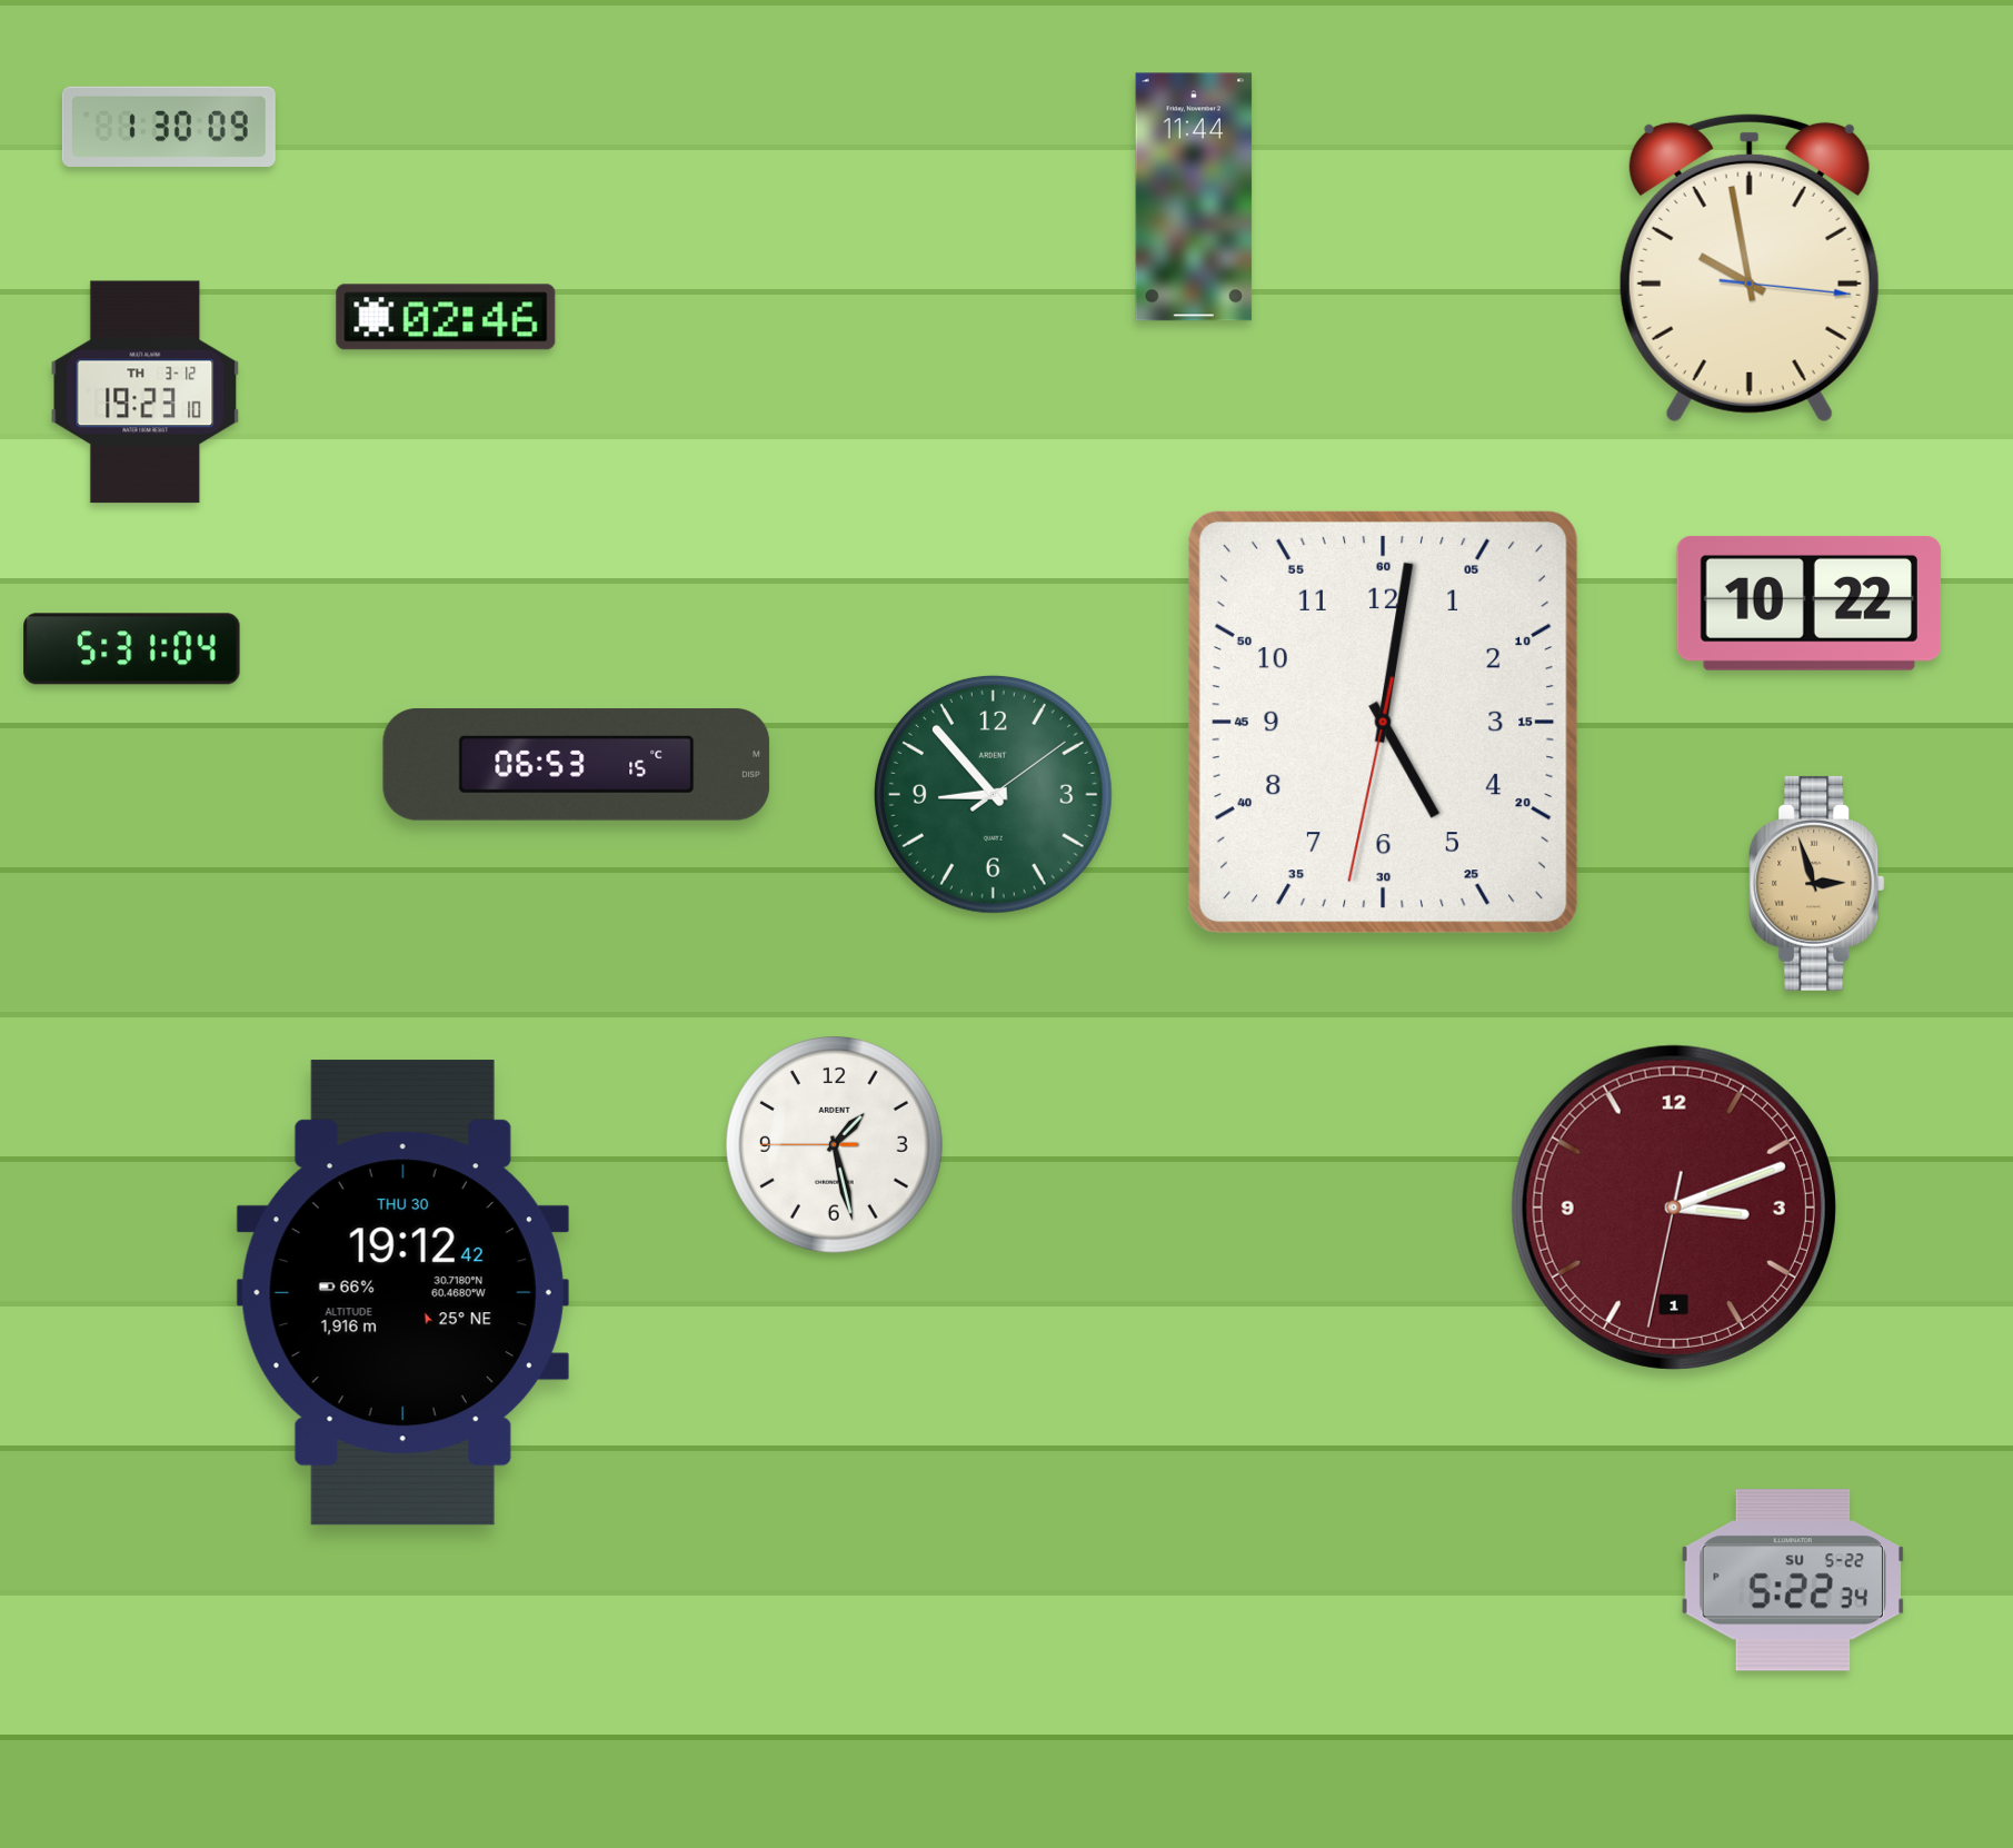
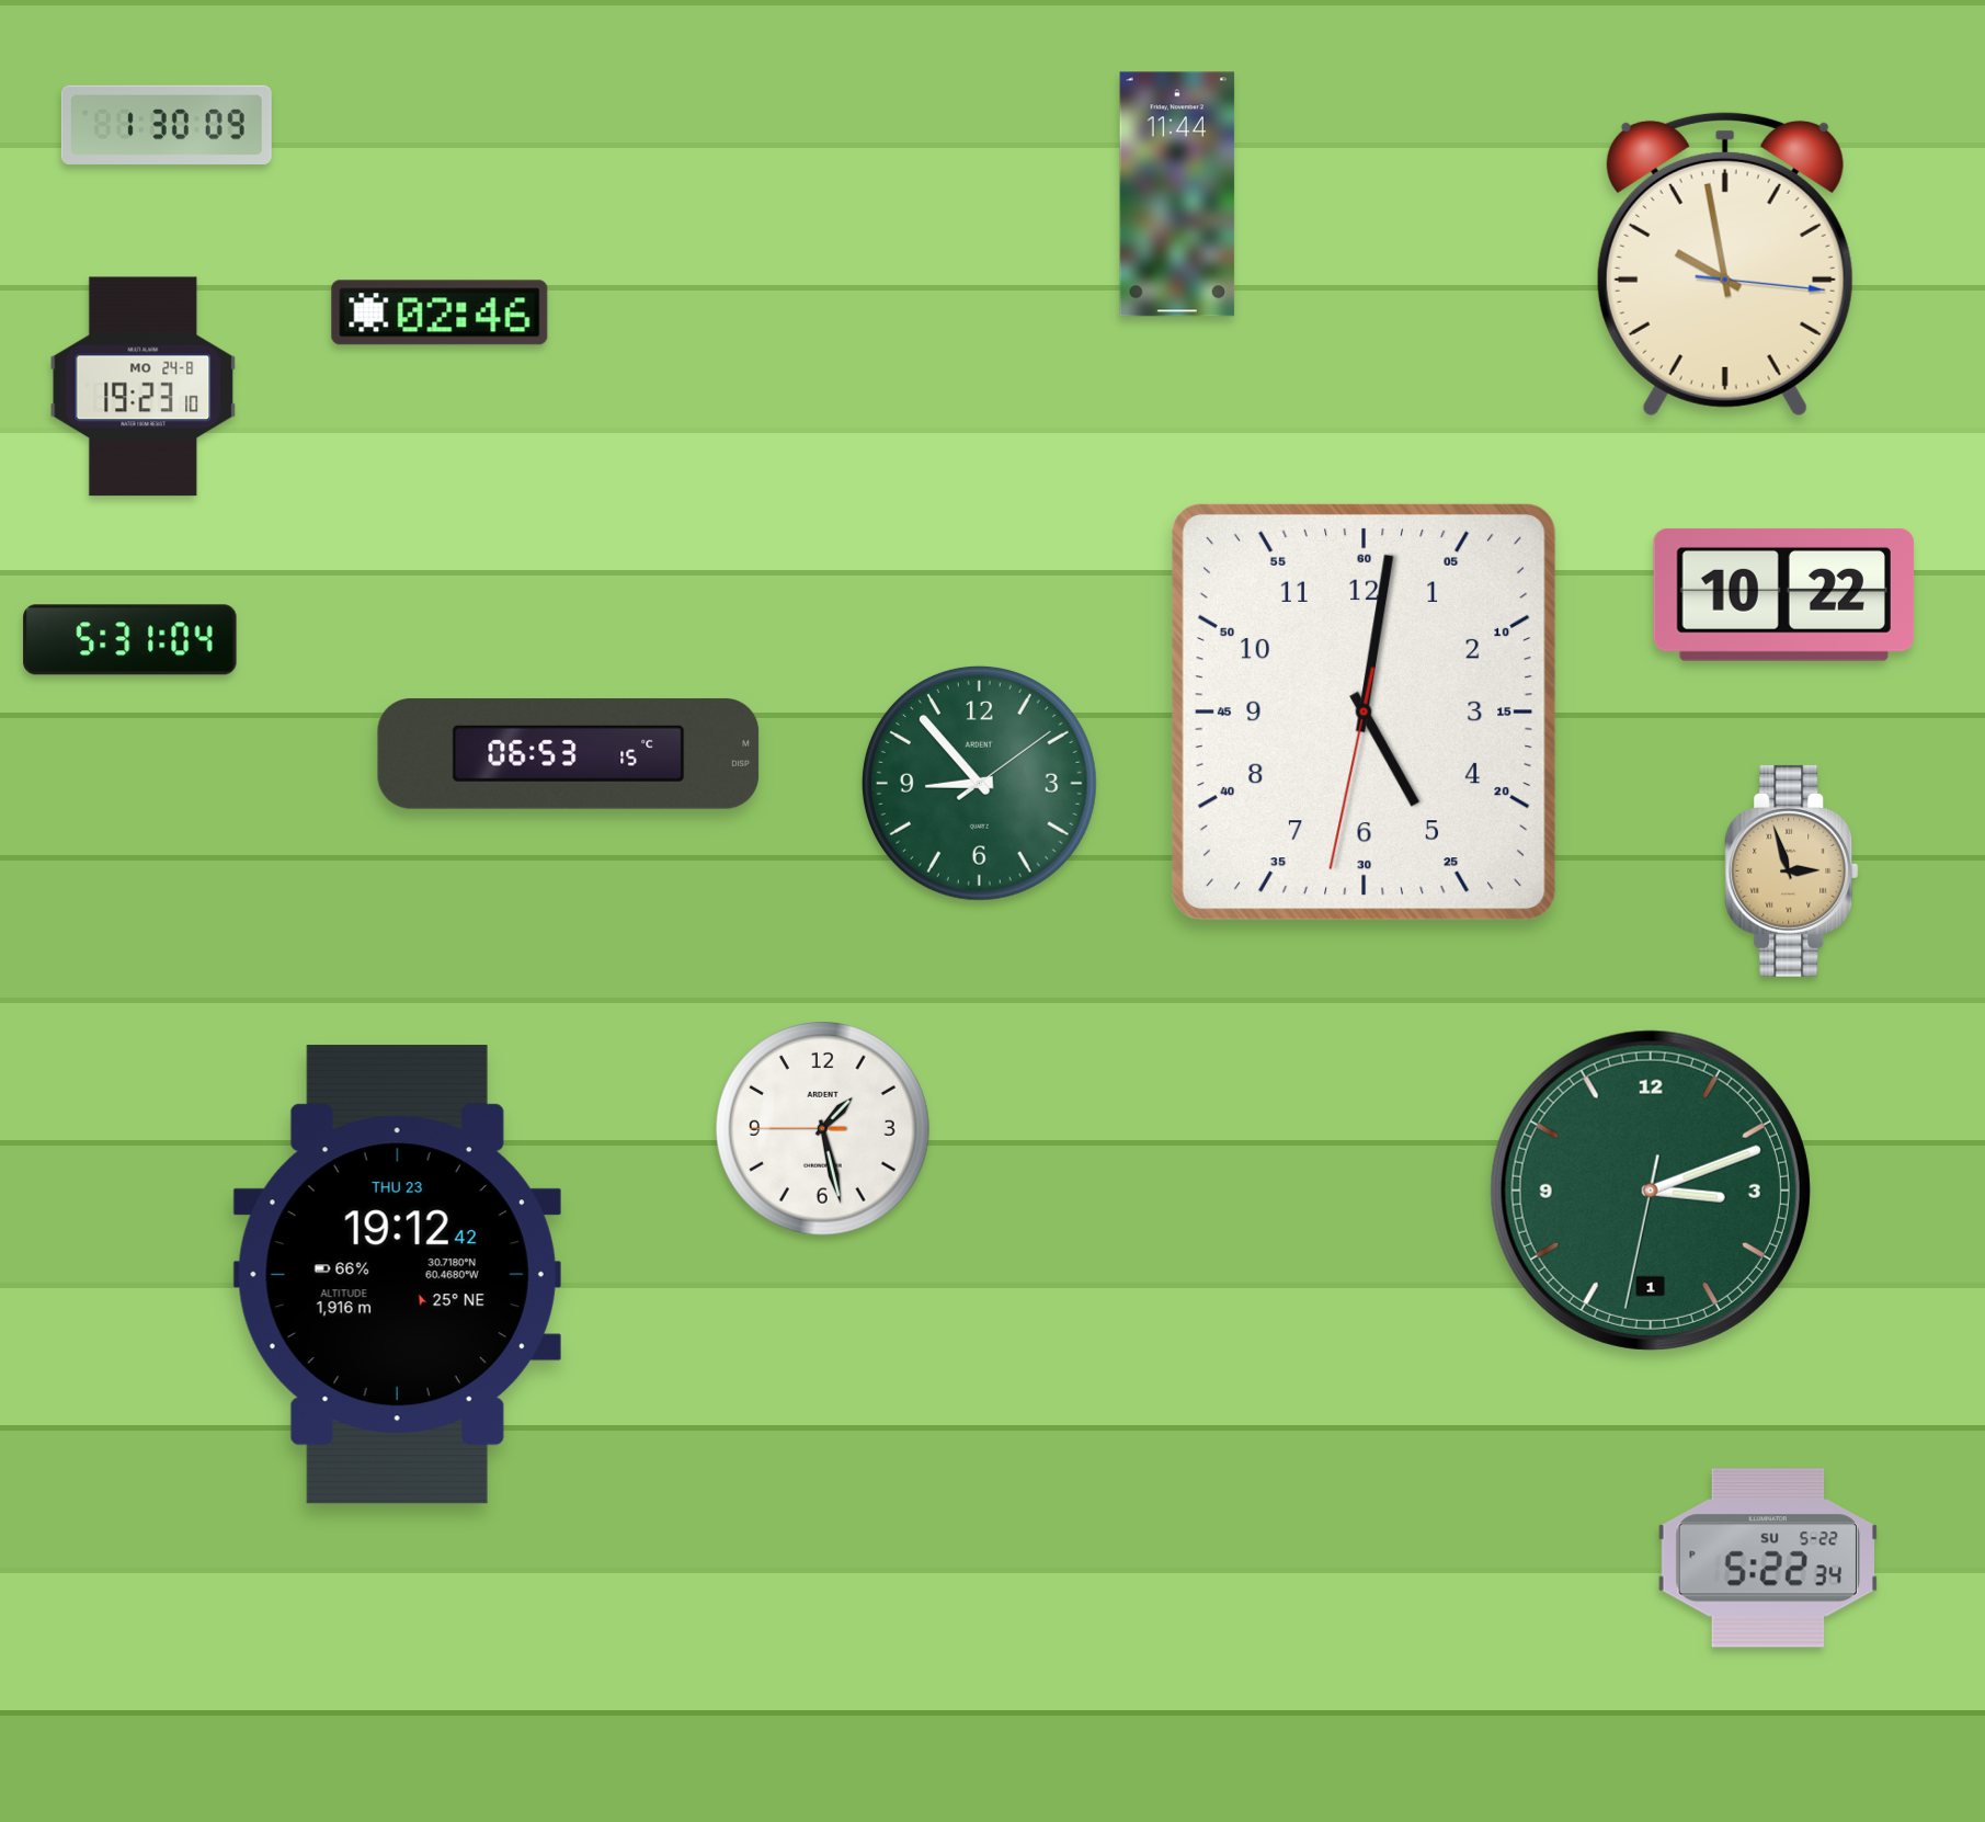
clock at (146, 393) date: TH 3-12 -> MO 24-8
clock at (1674, 1208) dial: burgundy -> green
clock at (402, 1293) date: THU 30 -> THU 23
